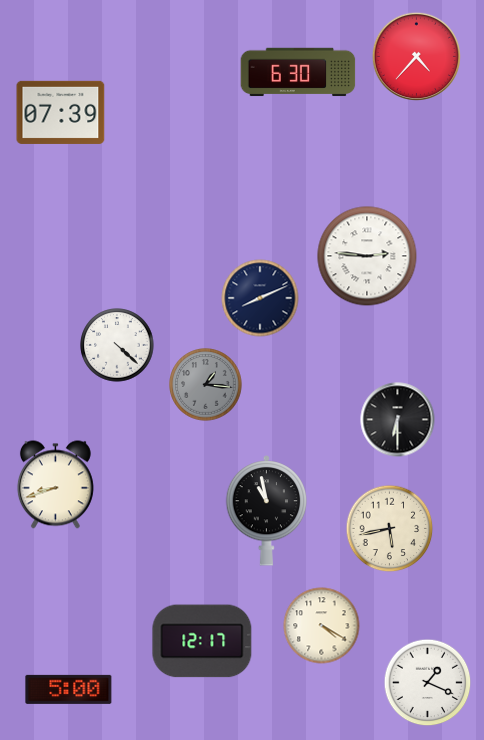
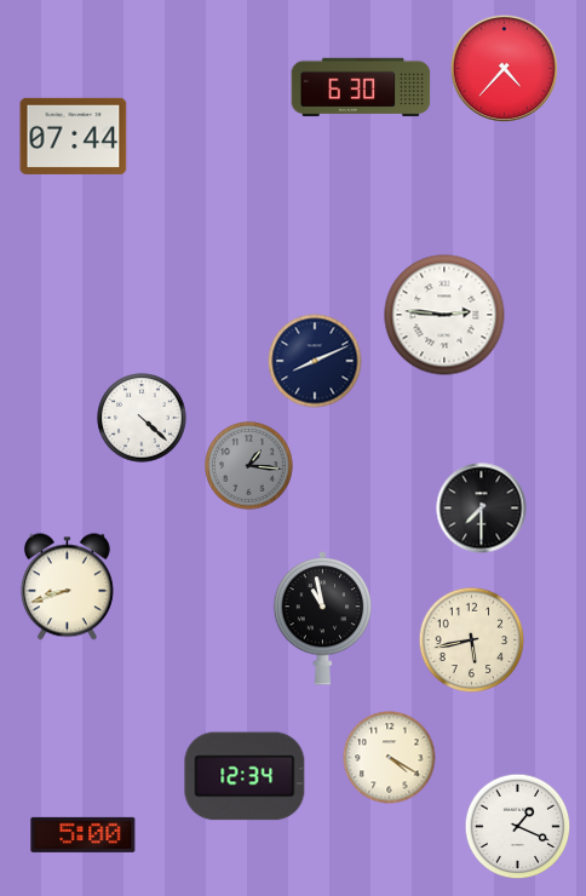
clock at (61, 112): 07:39 -> 07:44
clock at (367, 256) position: (367, 256) -> (444, 315)
clock at (398, 420): 6:30 -> 7:30
clock at (202, 641): 12:17 -> 12:34
